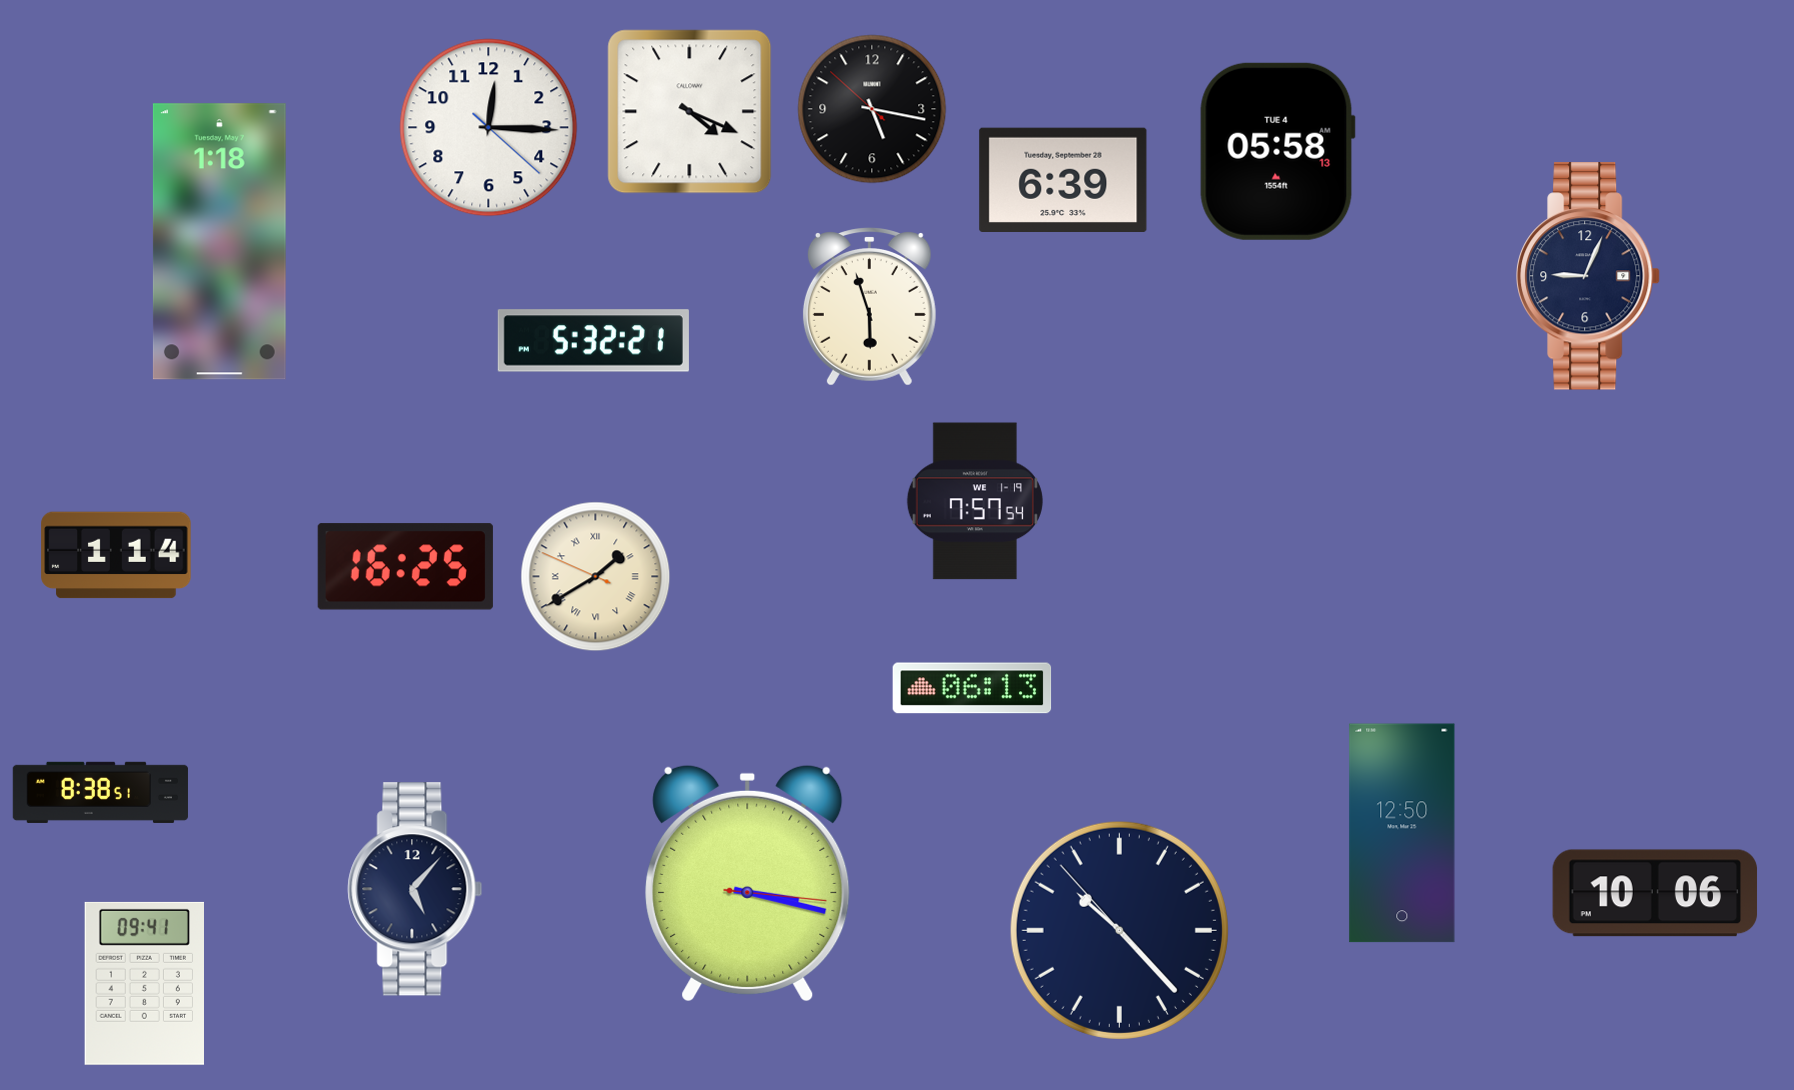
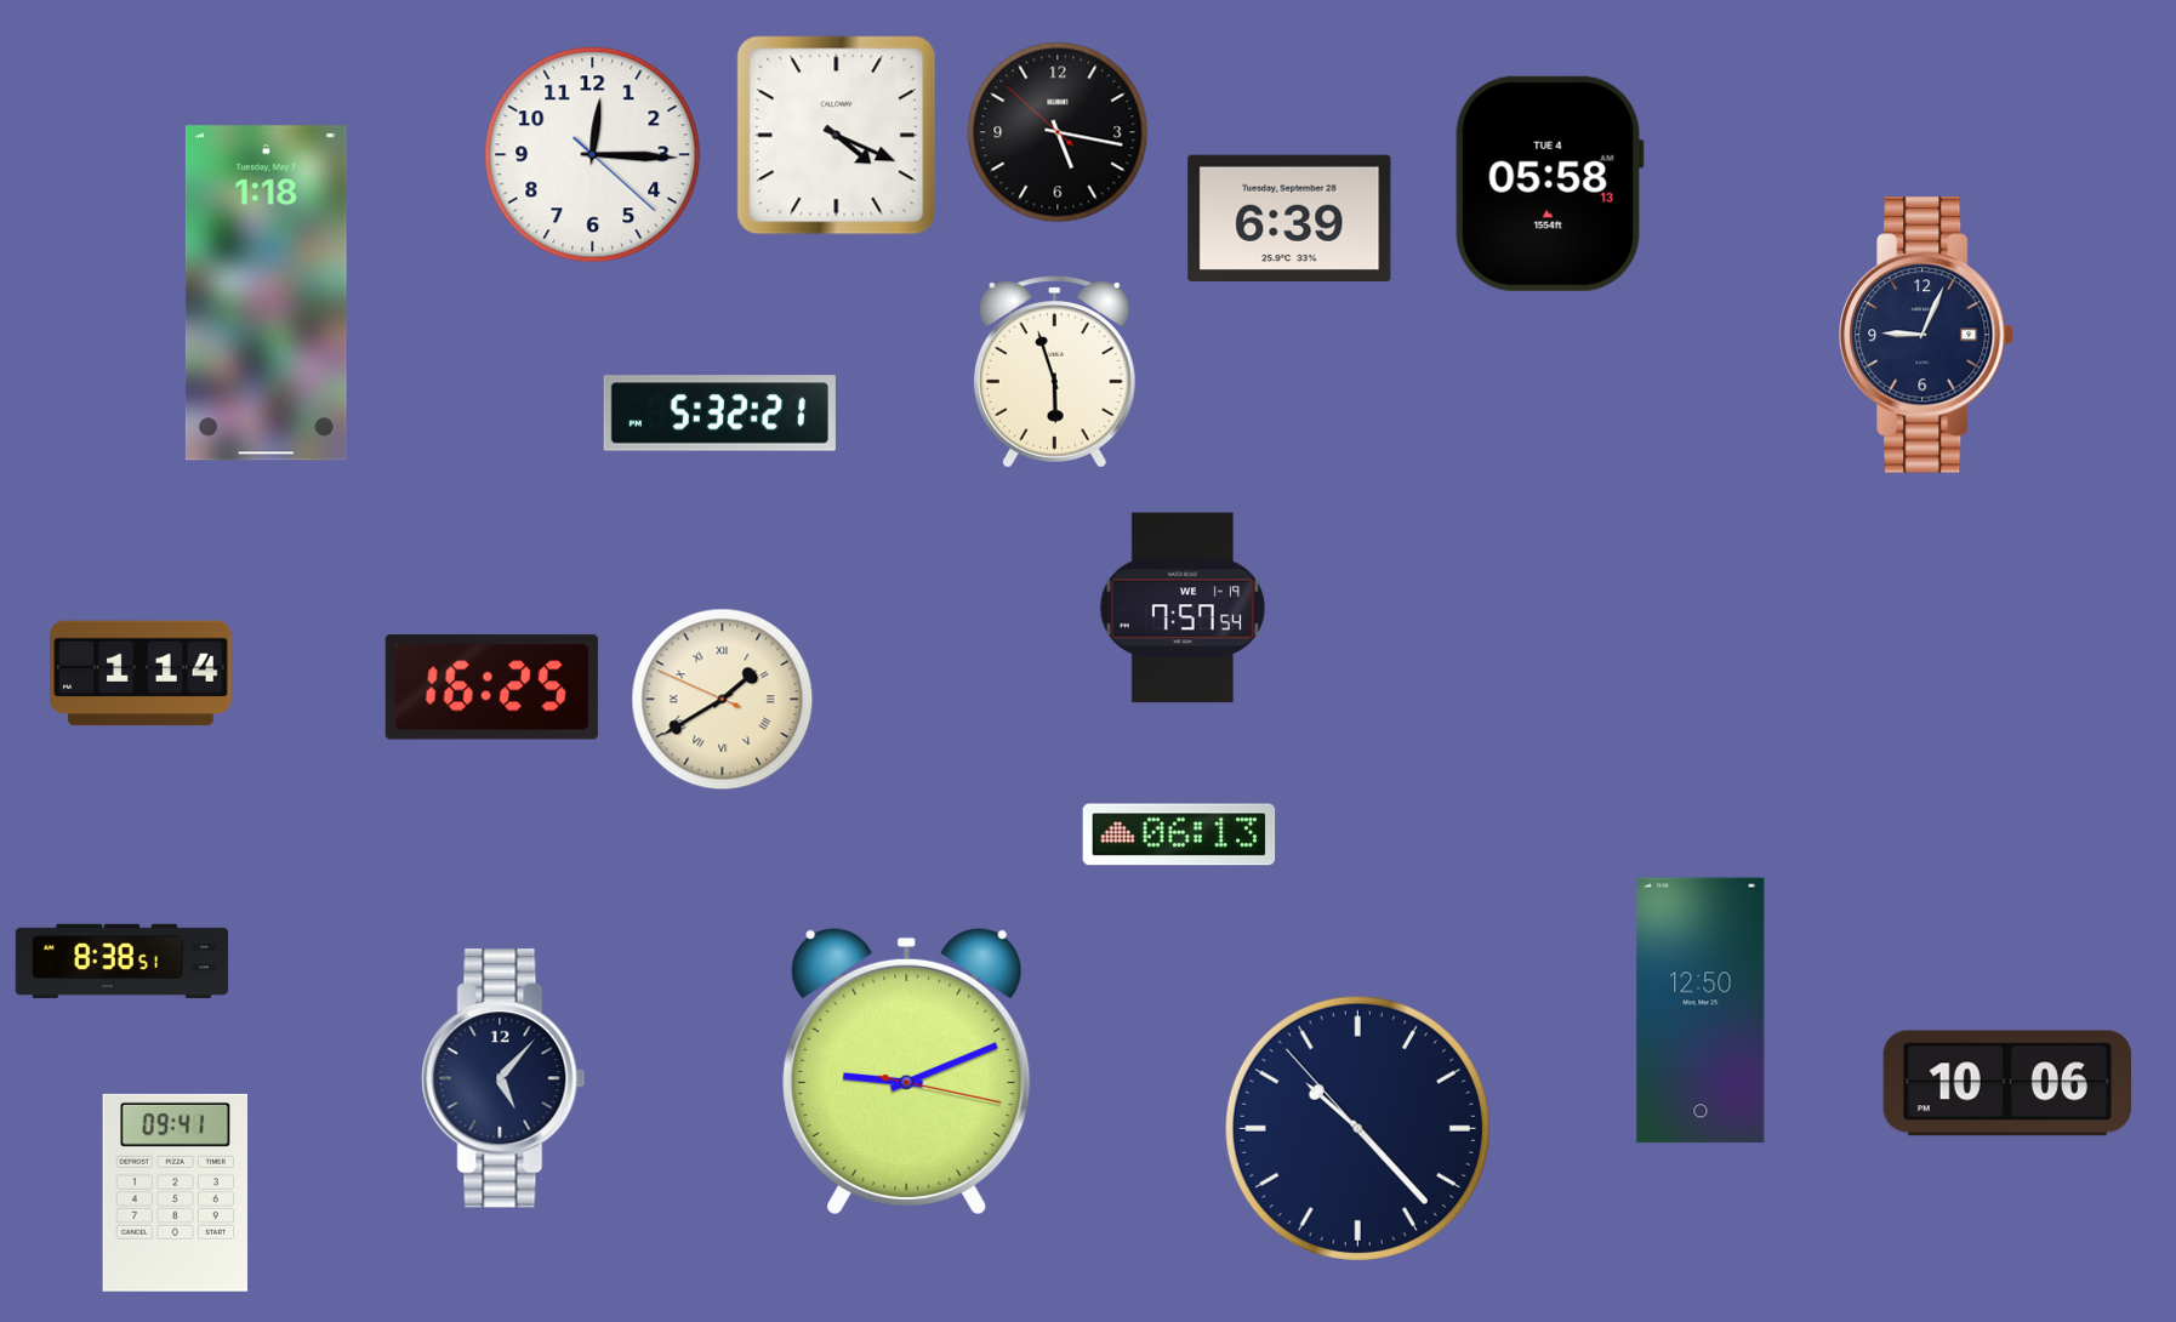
clock at (748, 883): 3:17 -> 9:11
